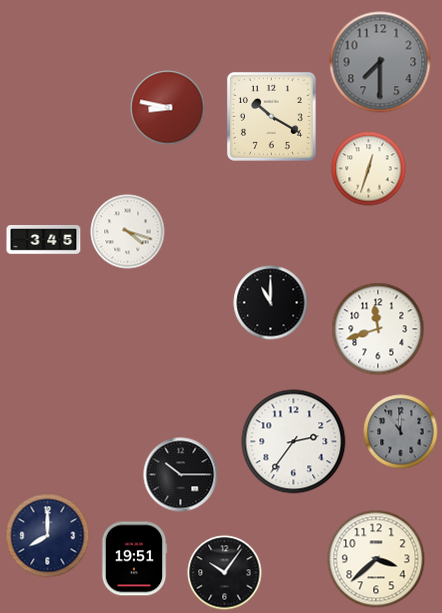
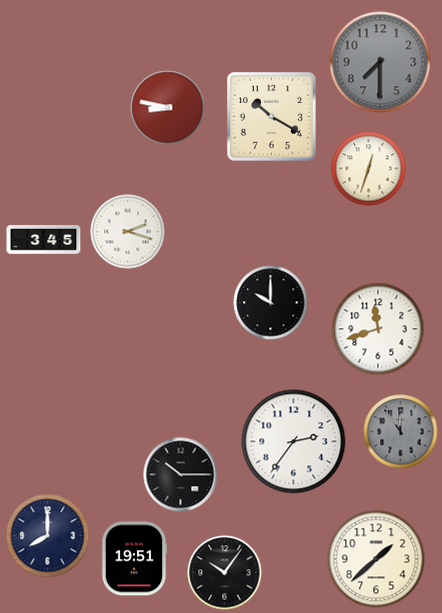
clock at (128, 232): 4:18 -> 2:18
clock at (271, 303): 11:00 -> 10:00
clock at (376, 559): 3:38 -> 1:38
